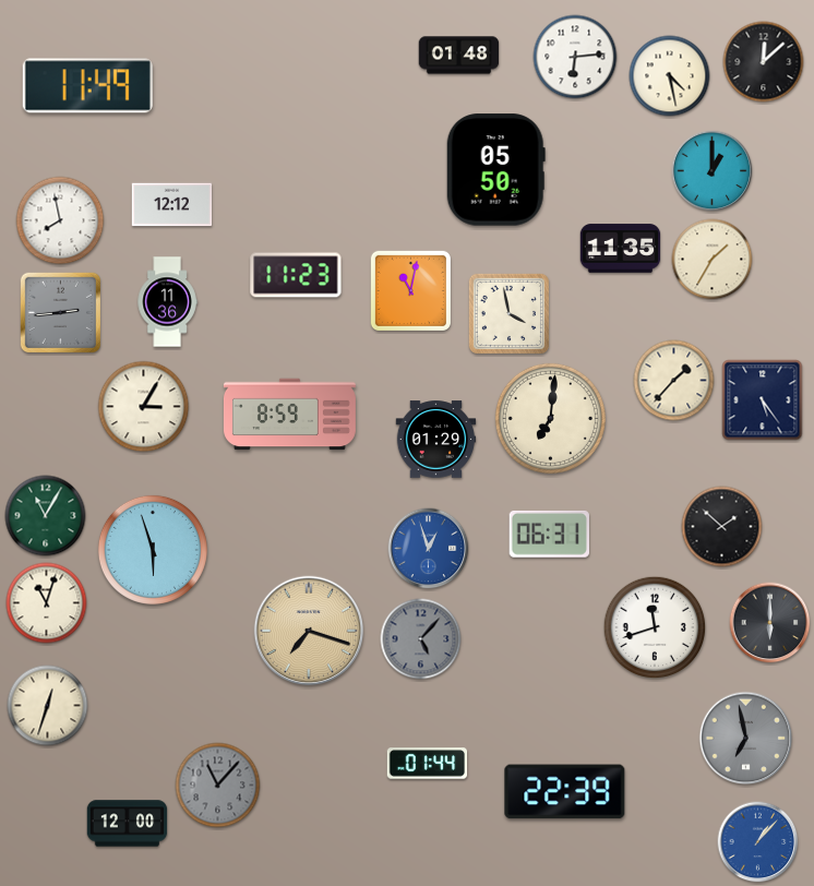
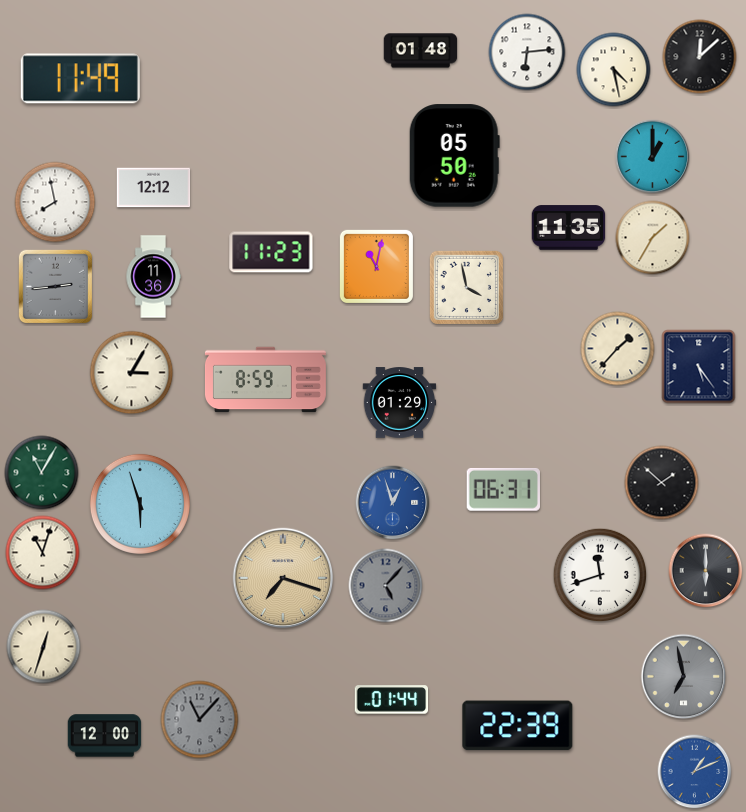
clock at (172, 205) position: (172, 205) -> (154, 188)
clock at (550, 418): 7:01 -> none
clock at (128, 824) position: (128, 824) -> (105, 736)
clock at (758, 842): 1:07 -> 1:11
